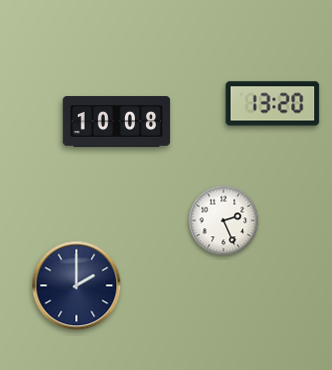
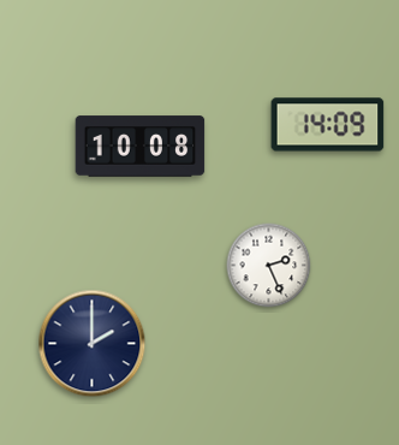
clock at (273, 104): 13:20 -> 14:09
